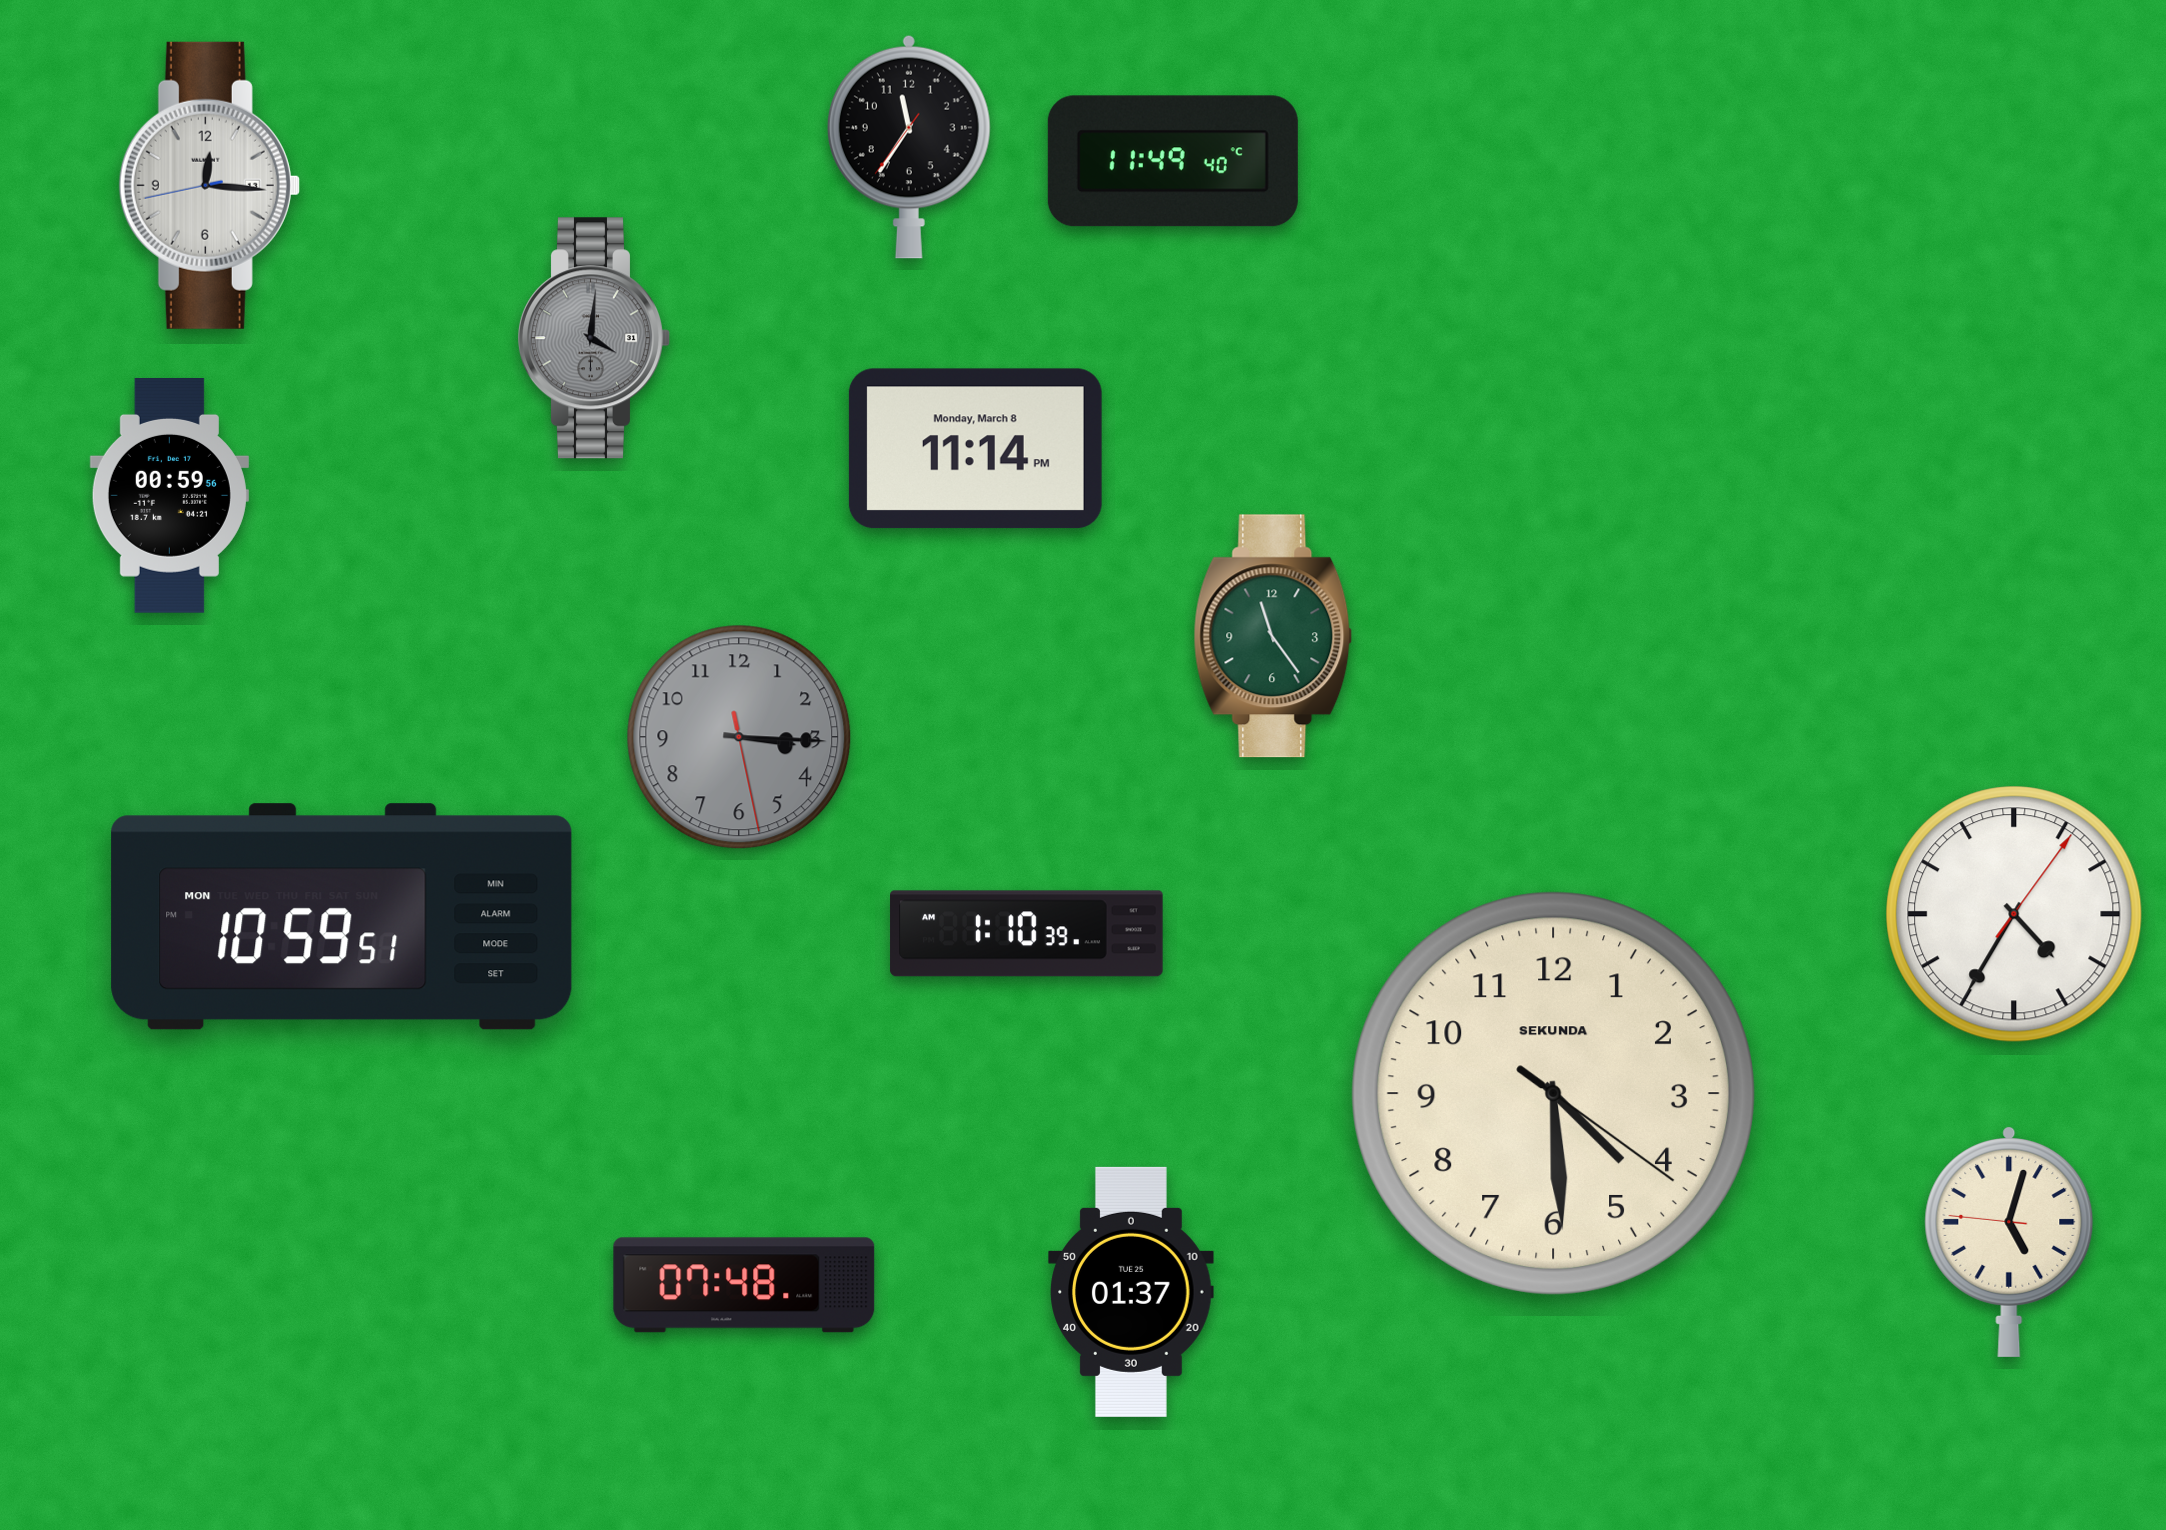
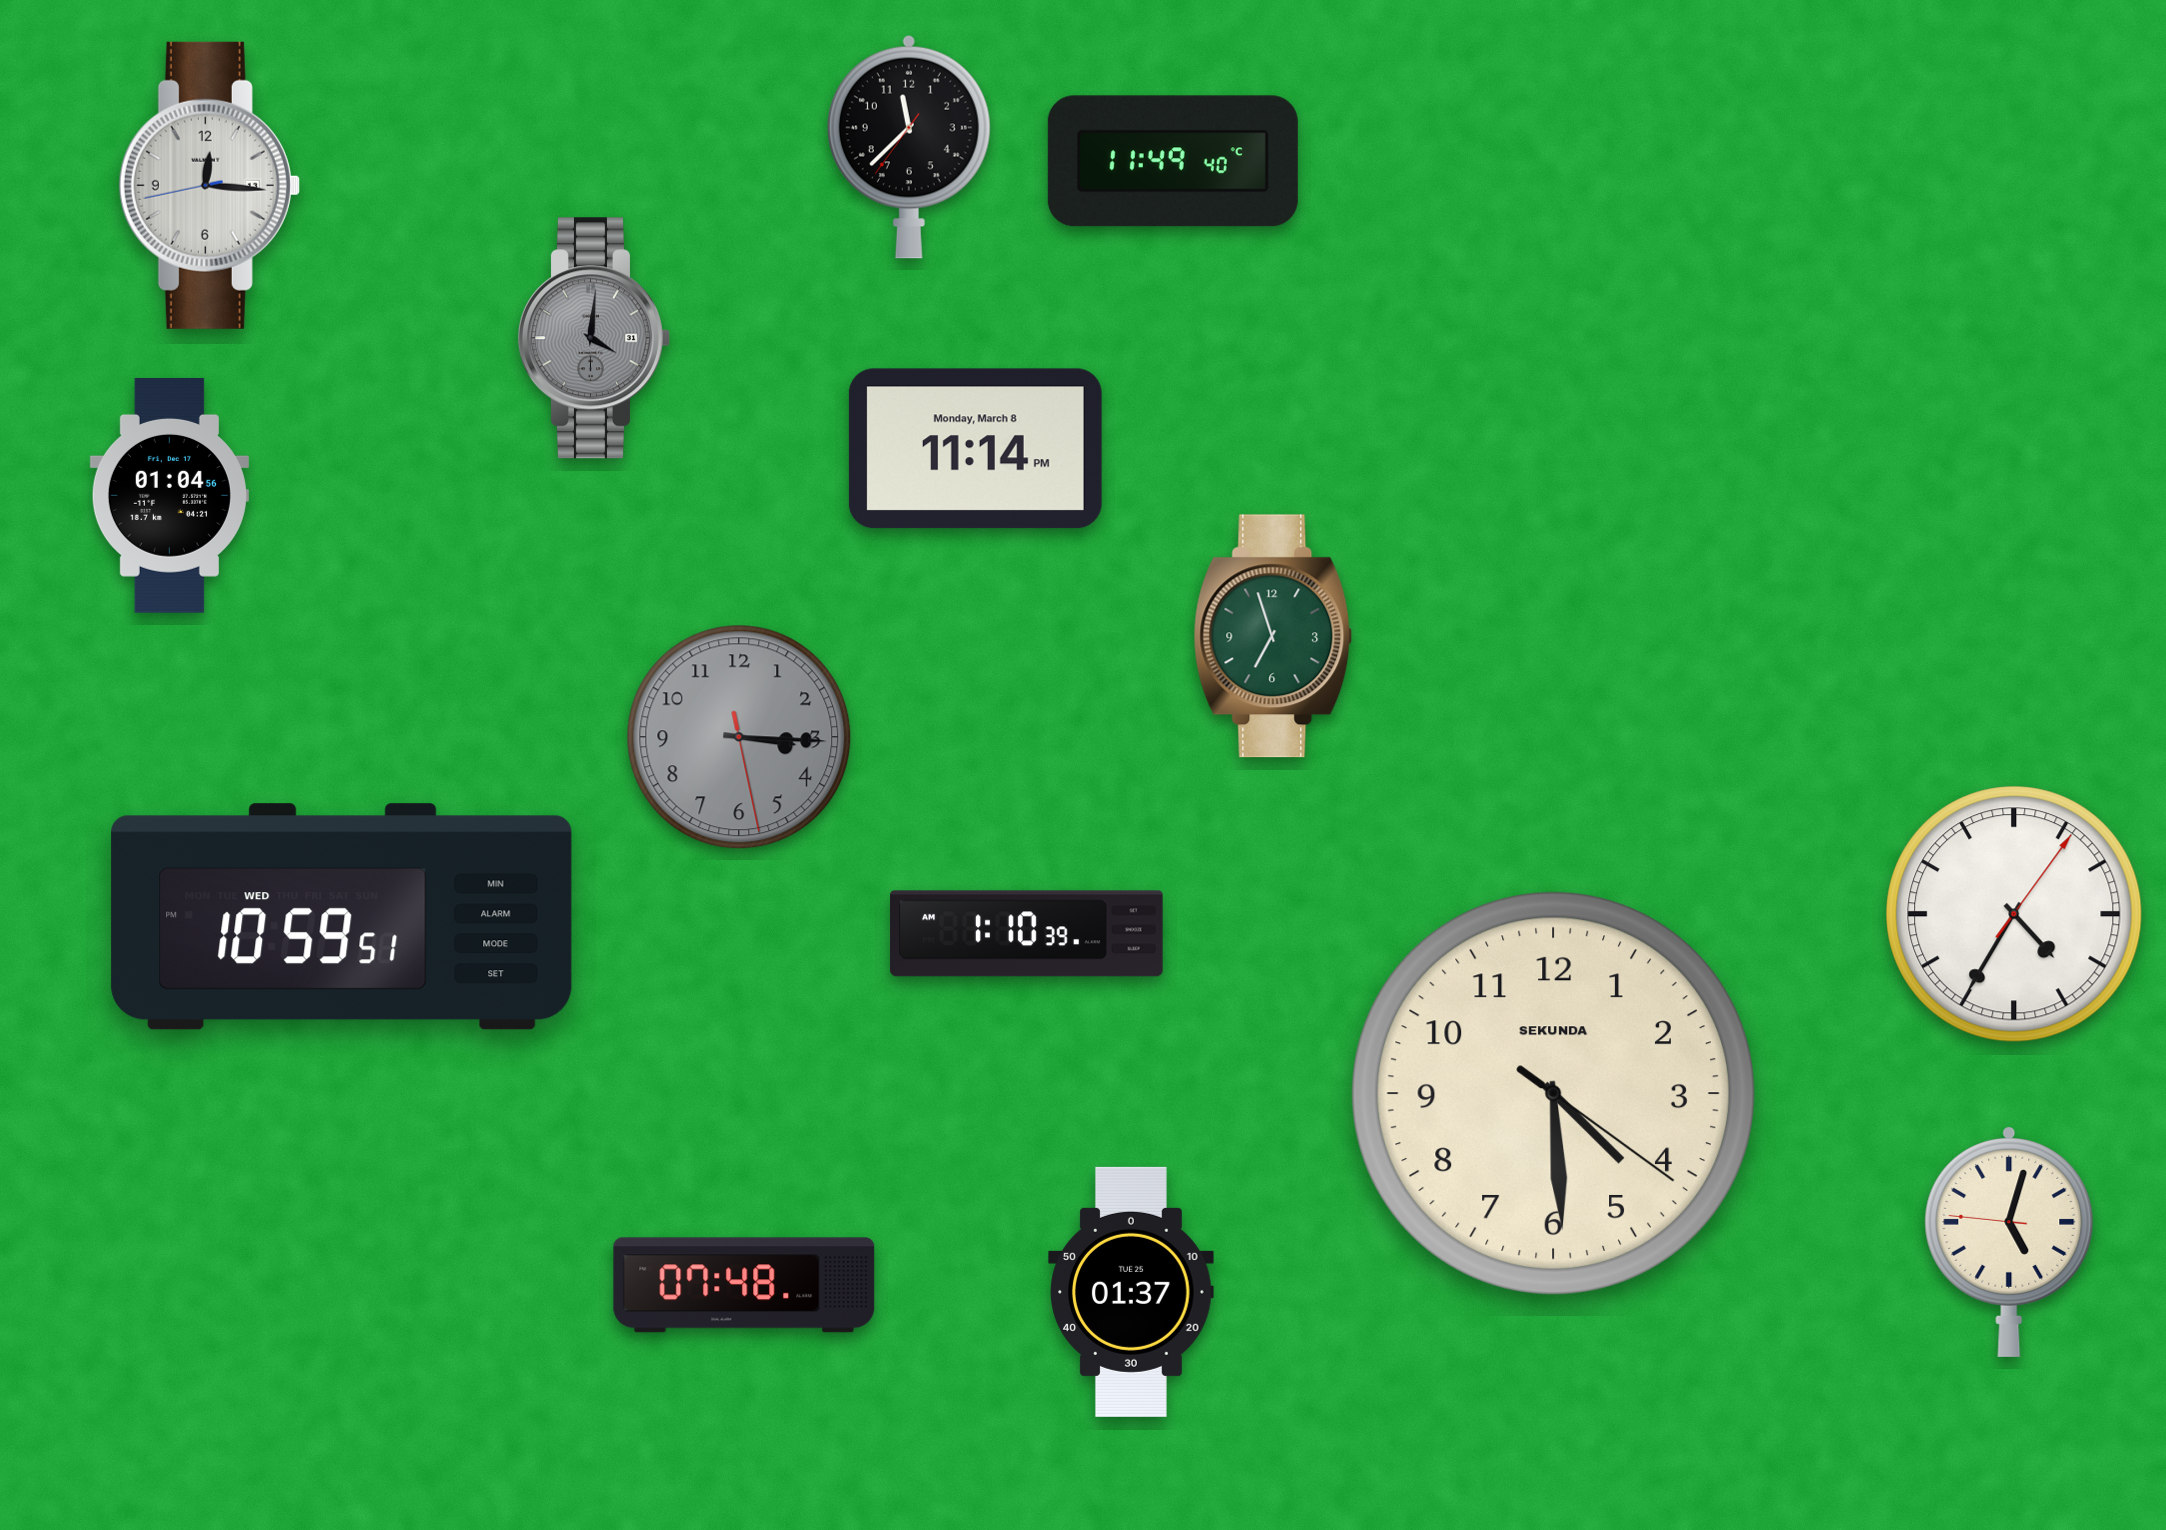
clock at (909, 147): 11:35 -> 11:37
clock at (169, 496): 00:59 -> 01:04
clock at (1273, 636): 11:24 -> 6:57
clock at (342, 917) date: MON -> WED
